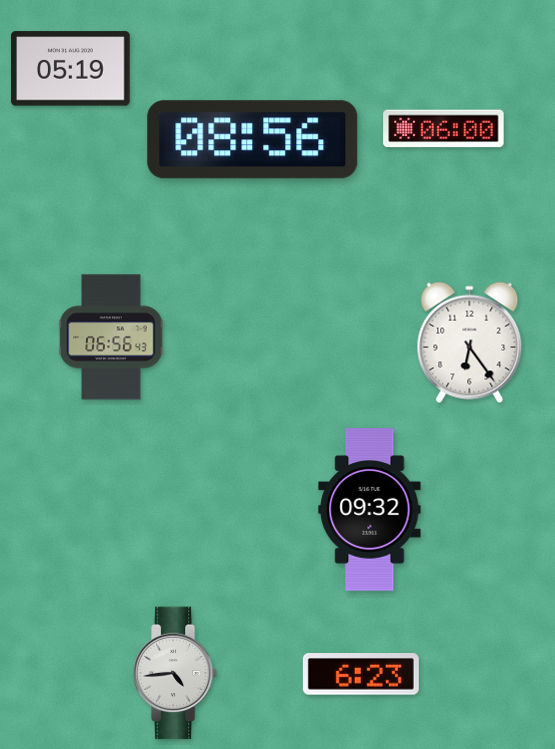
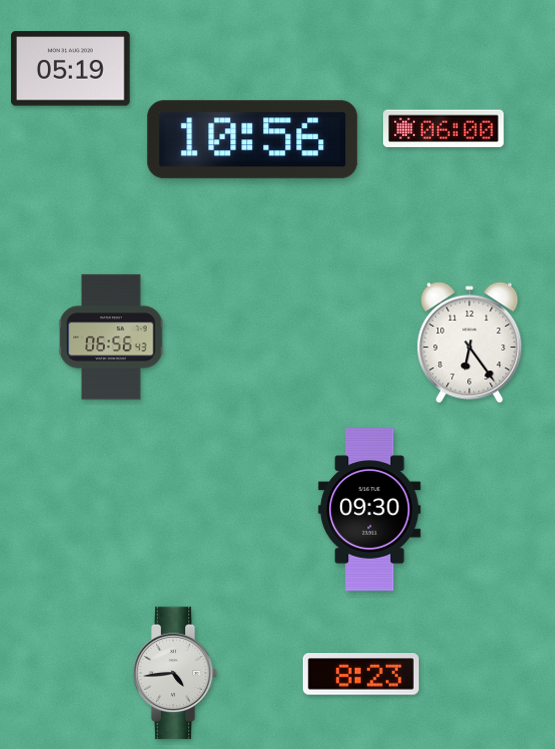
clock at (253, 140): 08:56 -> 10:56
clock at (370, 510): 09:32 -> 09:30
clock at (361, 675): 6:23 -> 8:23
